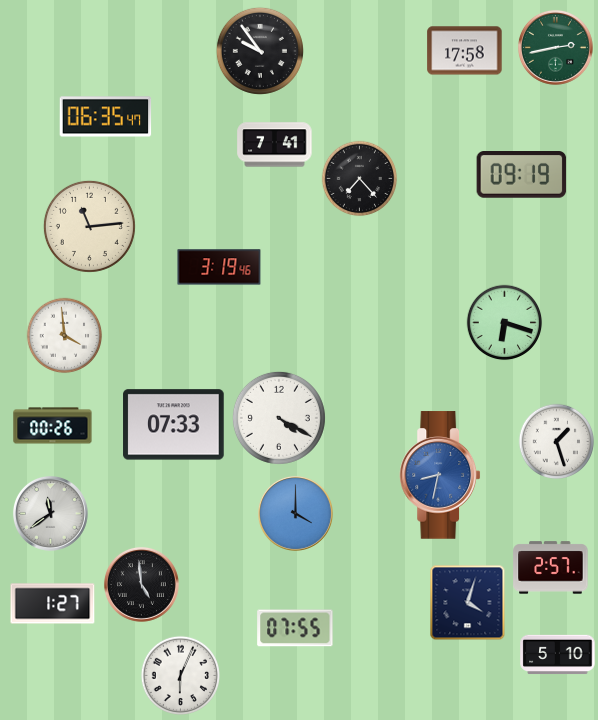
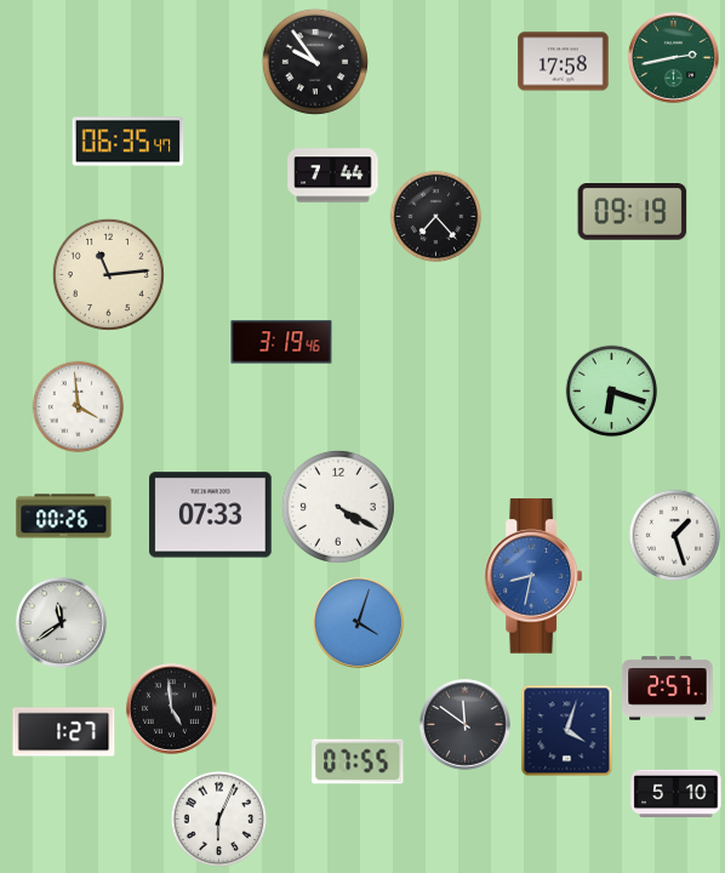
clock at (275, 145): 7:41 -> 7:44
clock at (219, 267) position: (219, 267) -> (281, 342)
clock at (295, 513): 4:00 -> 4:03
clock at (464, 724): none -> 11:51
